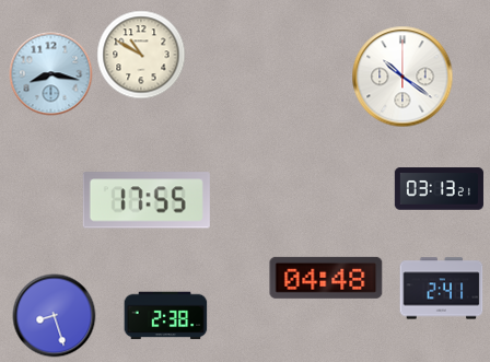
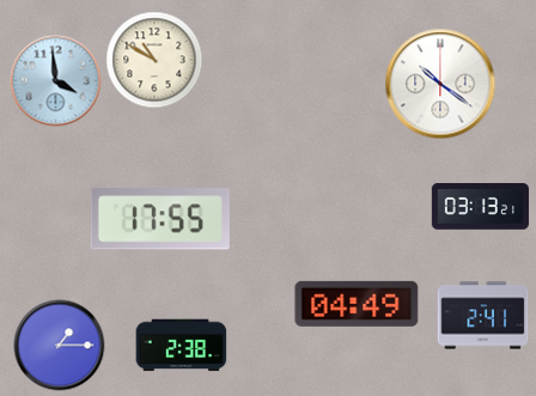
clock at (51, 74): 8:17 -> 3:59
clock at (326, 278): 04:48 -> 04:49
clock at (55, 316): 8:27 -> 1:15
